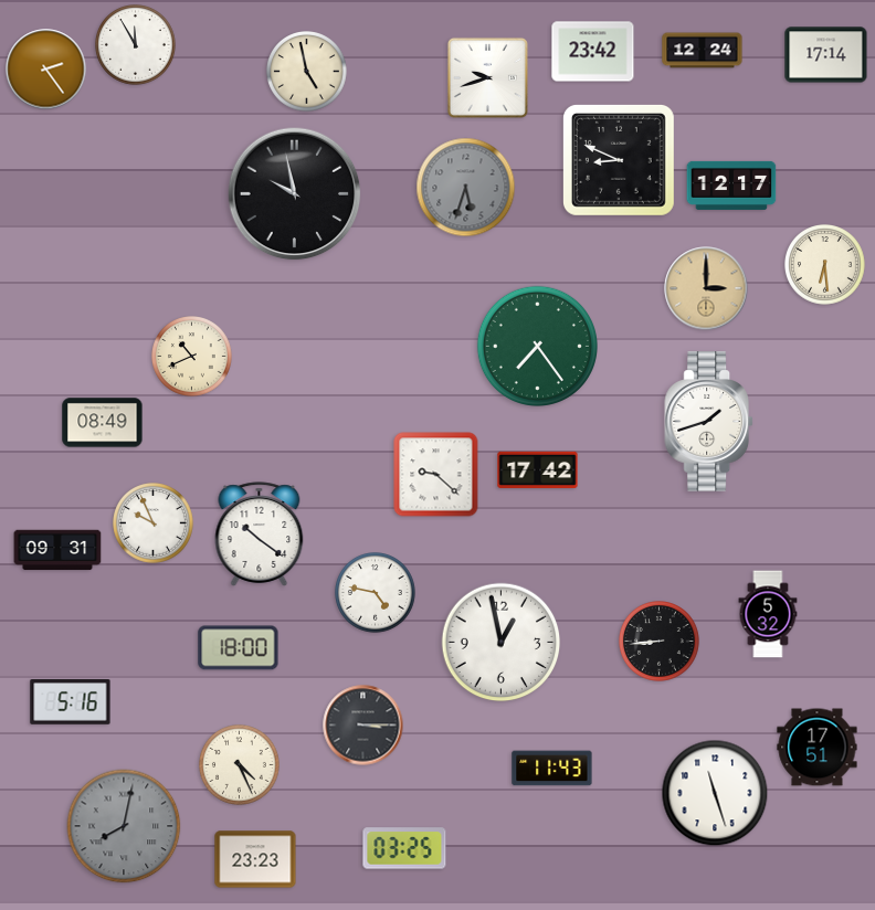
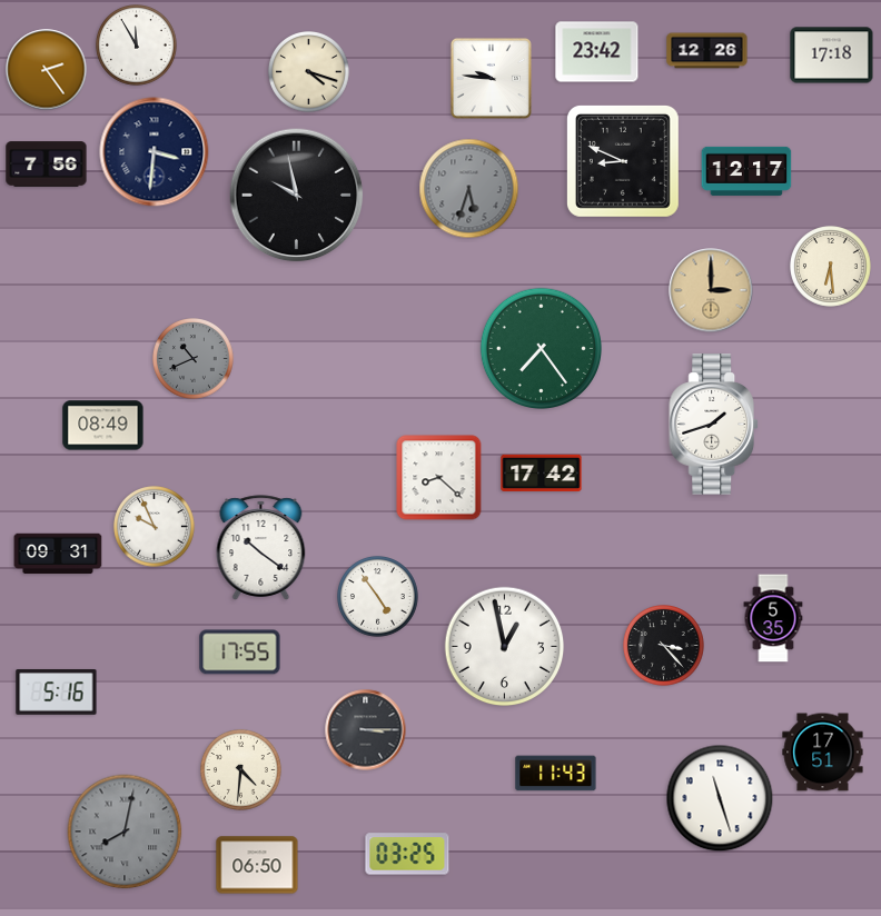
clock at (703, 51): 12:24 -> 12:26
clock at (826, 55): 17:14 -> 17:18
clock at (307, 72): 4:58 -> 4:18
clock at (487, 77): 9:42 -> 9:46
clock at (155, 152): none -> 3:31
clock at (47, 165): none -> 7:56
clock at (731, 186) position: (731, 186) -> (746, 171)
clock at (192, 357) dial: cream -> grey
clock at (436, 475): 9:22 -> 8:22
clock at (260, 535) position: (260, 535) -> (261, 548)
clock at (376, 593): 4:47 -> 4:54
clock at (768, 614): 5:32 -> 5:35
clock at (660, 642): 8:44 -> 3:23
clock at (239, 648): 18:00 -> 17:55
clock at (71, 702) position: (71, 702) -> (57, 693)
clock at (240, 765): 4:26 -> 4:31
clock at (255, 859): 23:23 -> 06:50
